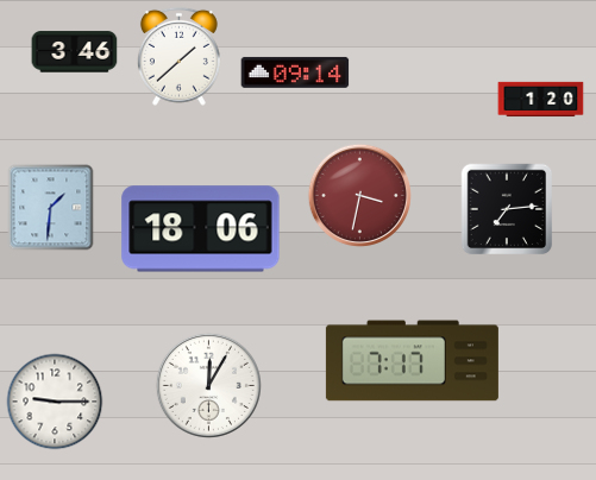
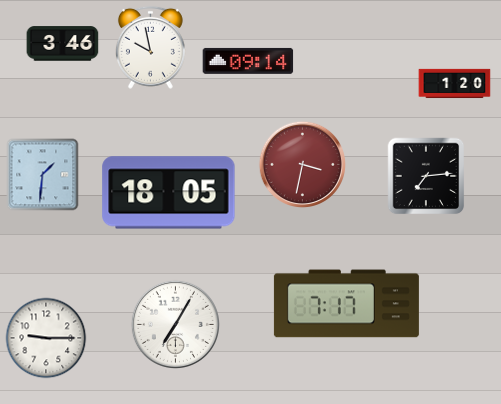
clock at (178, 56): 1:38 -> 9:58
clock at (201, 229): 18:06 -> 18:05
clock at (208, 385): 12:05 -> 7:05
